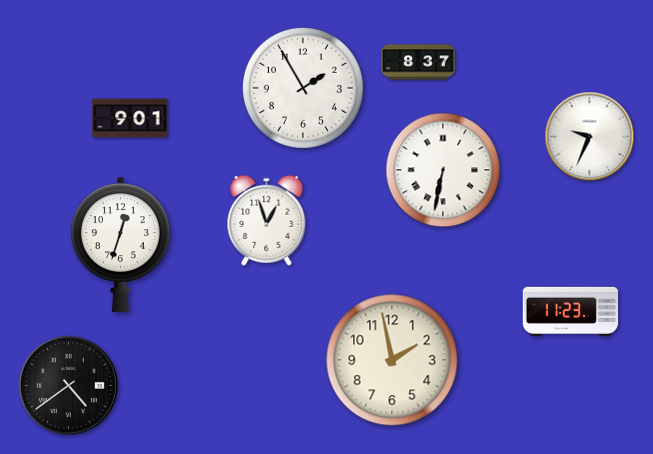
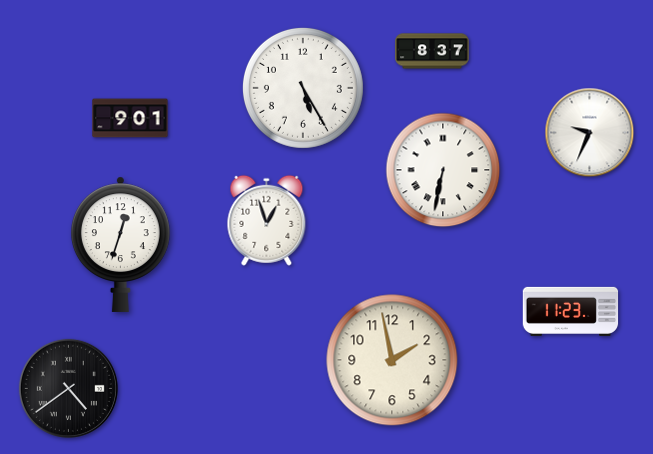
clock at (418, 62) position: (418, 62) -> (432, 51)
clock at (303, 88): 1:55 -> 5:25
clock at (590, 137) position: (590, 137) -> (590, 133)
clock at (68, 385) position: (68, 385) -> (68, 388)
